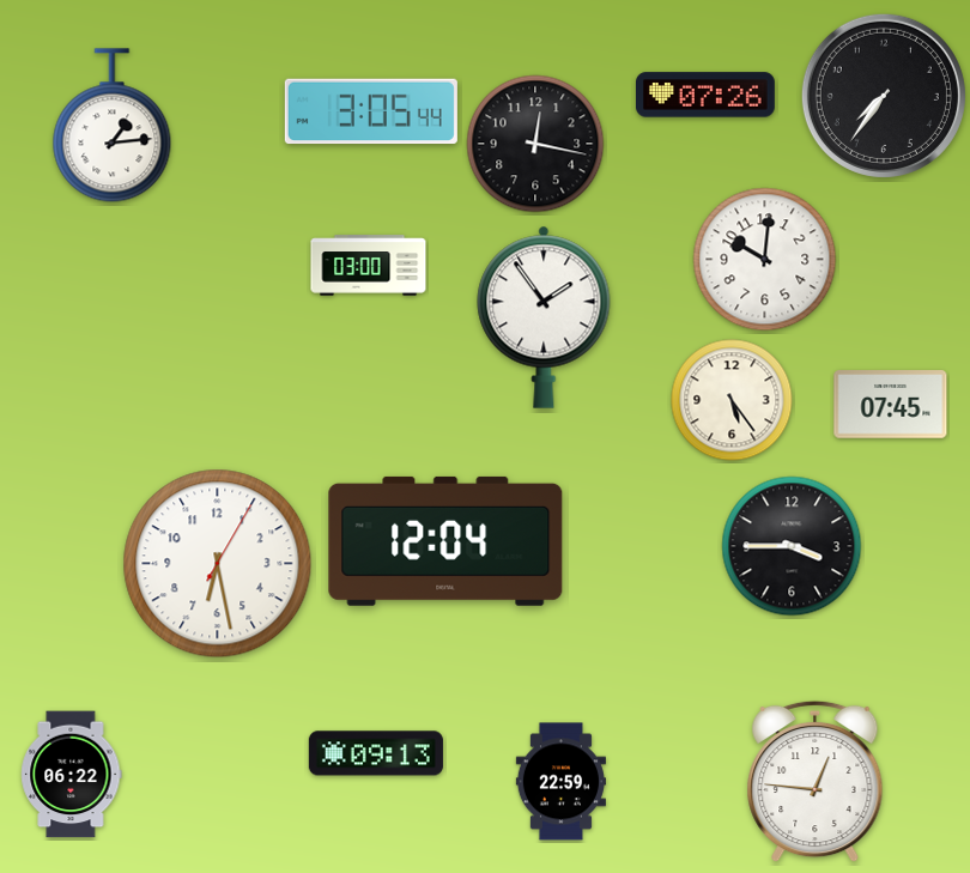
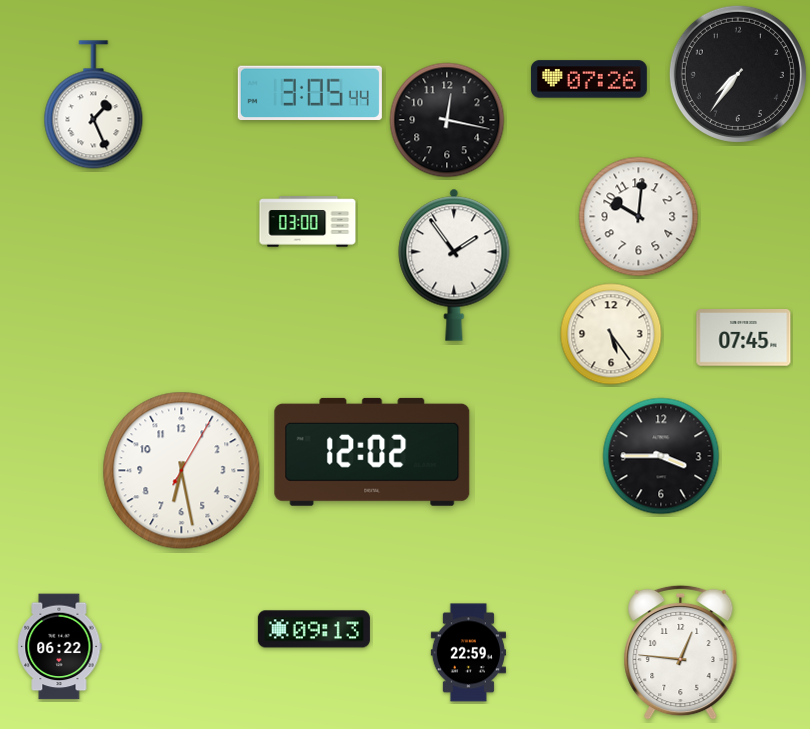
clock at (884, 96) position: (884, 96) -> (738, 74)
clock at (113, 126): 1:14 -> 1:26
clock at (445, 541): 12:04 -> 12:02
